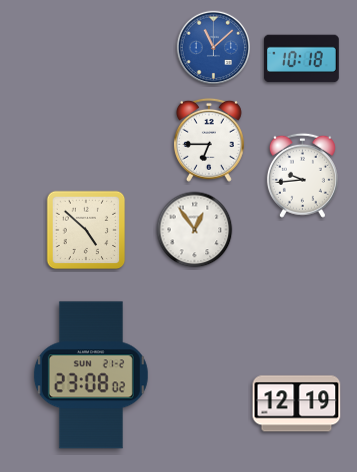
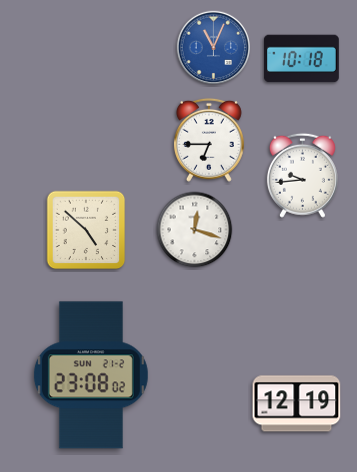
clock at (214, 48): 11:08 -> 11:04
clock at (195, 230): 12:54 -> 12:18
